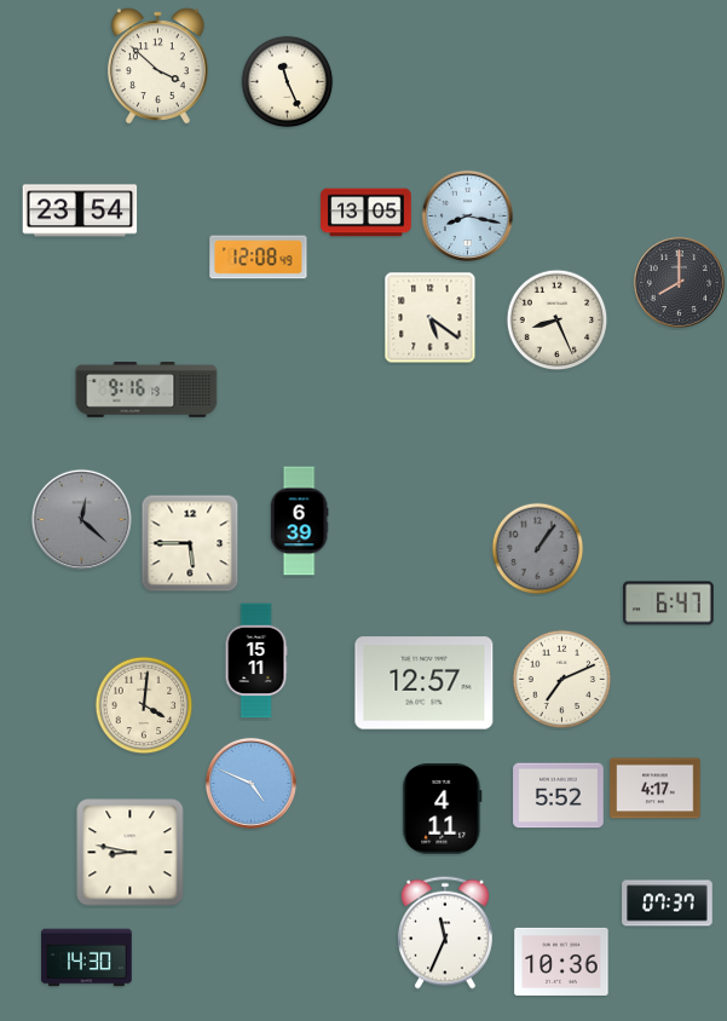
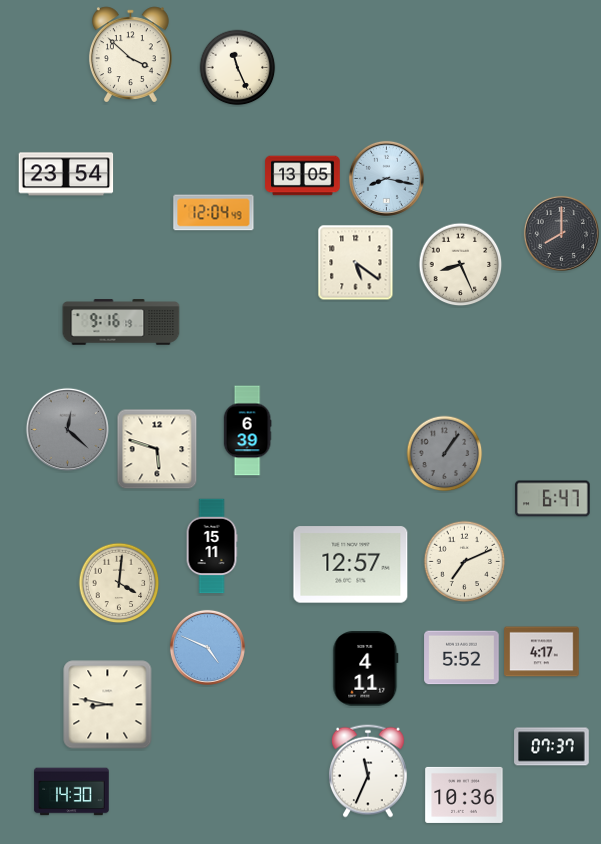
clock at (259, 258): 12:08 -> 12:04
clock at (190, 543): 5:45 -> 5:48
